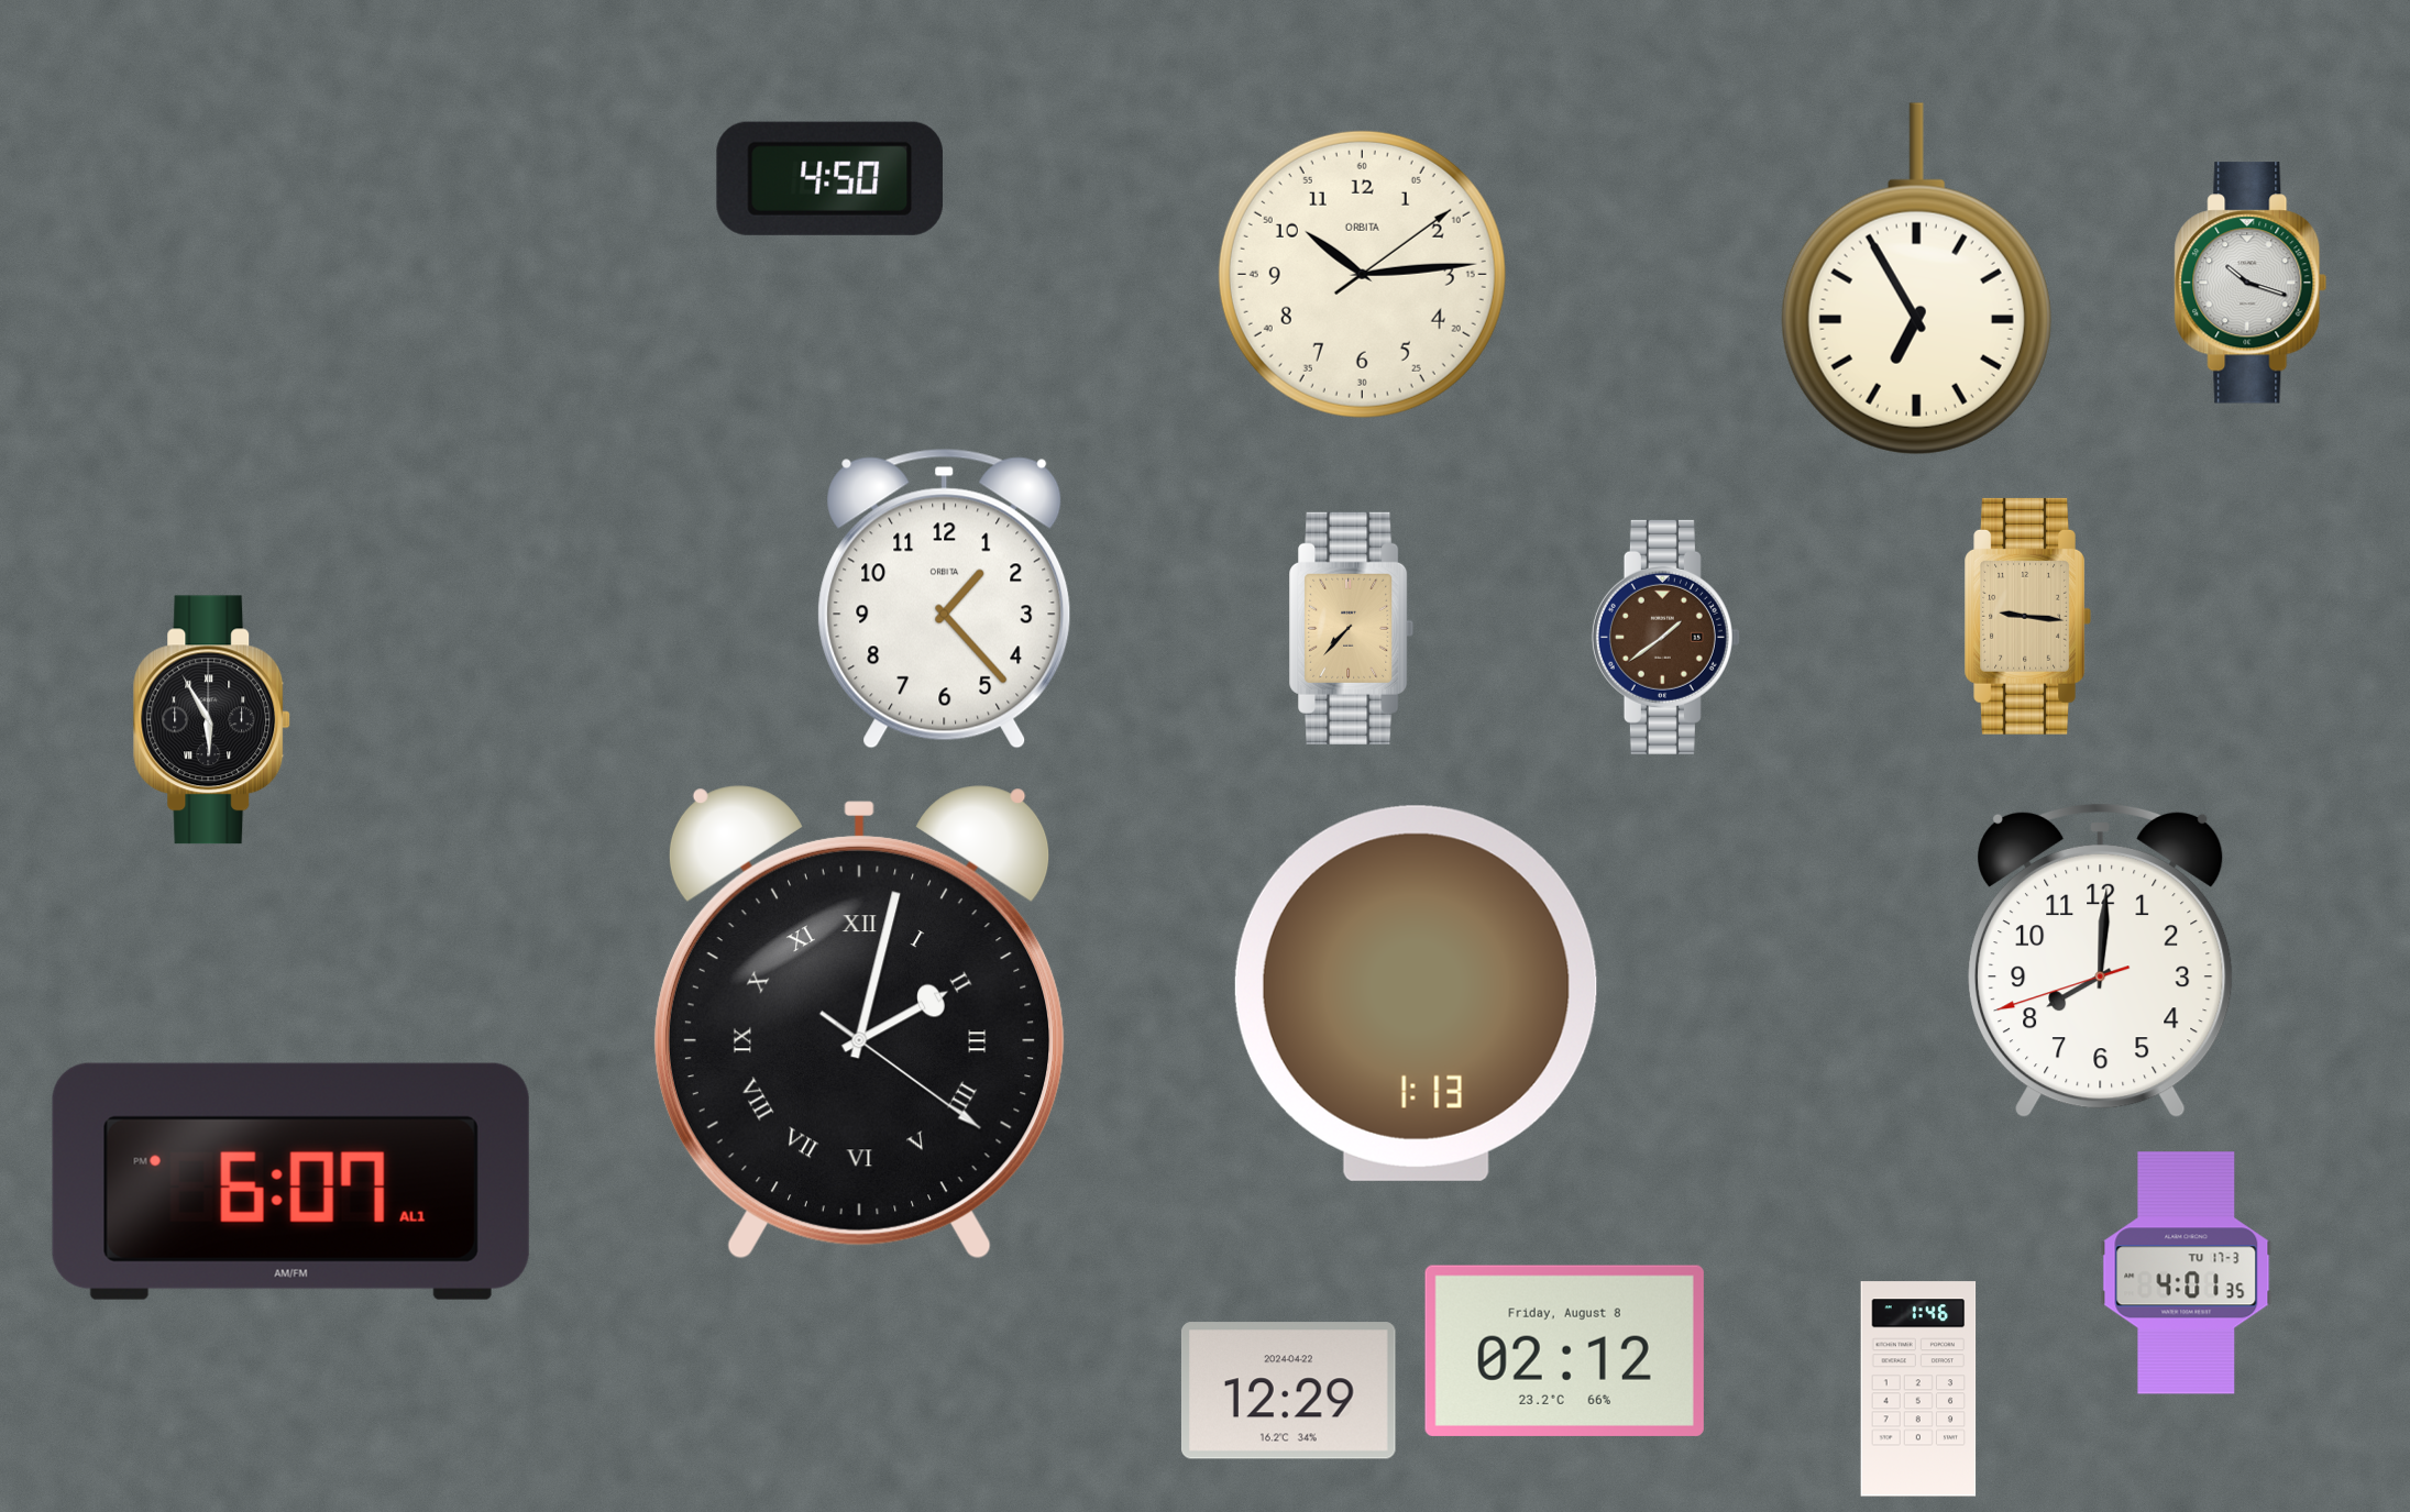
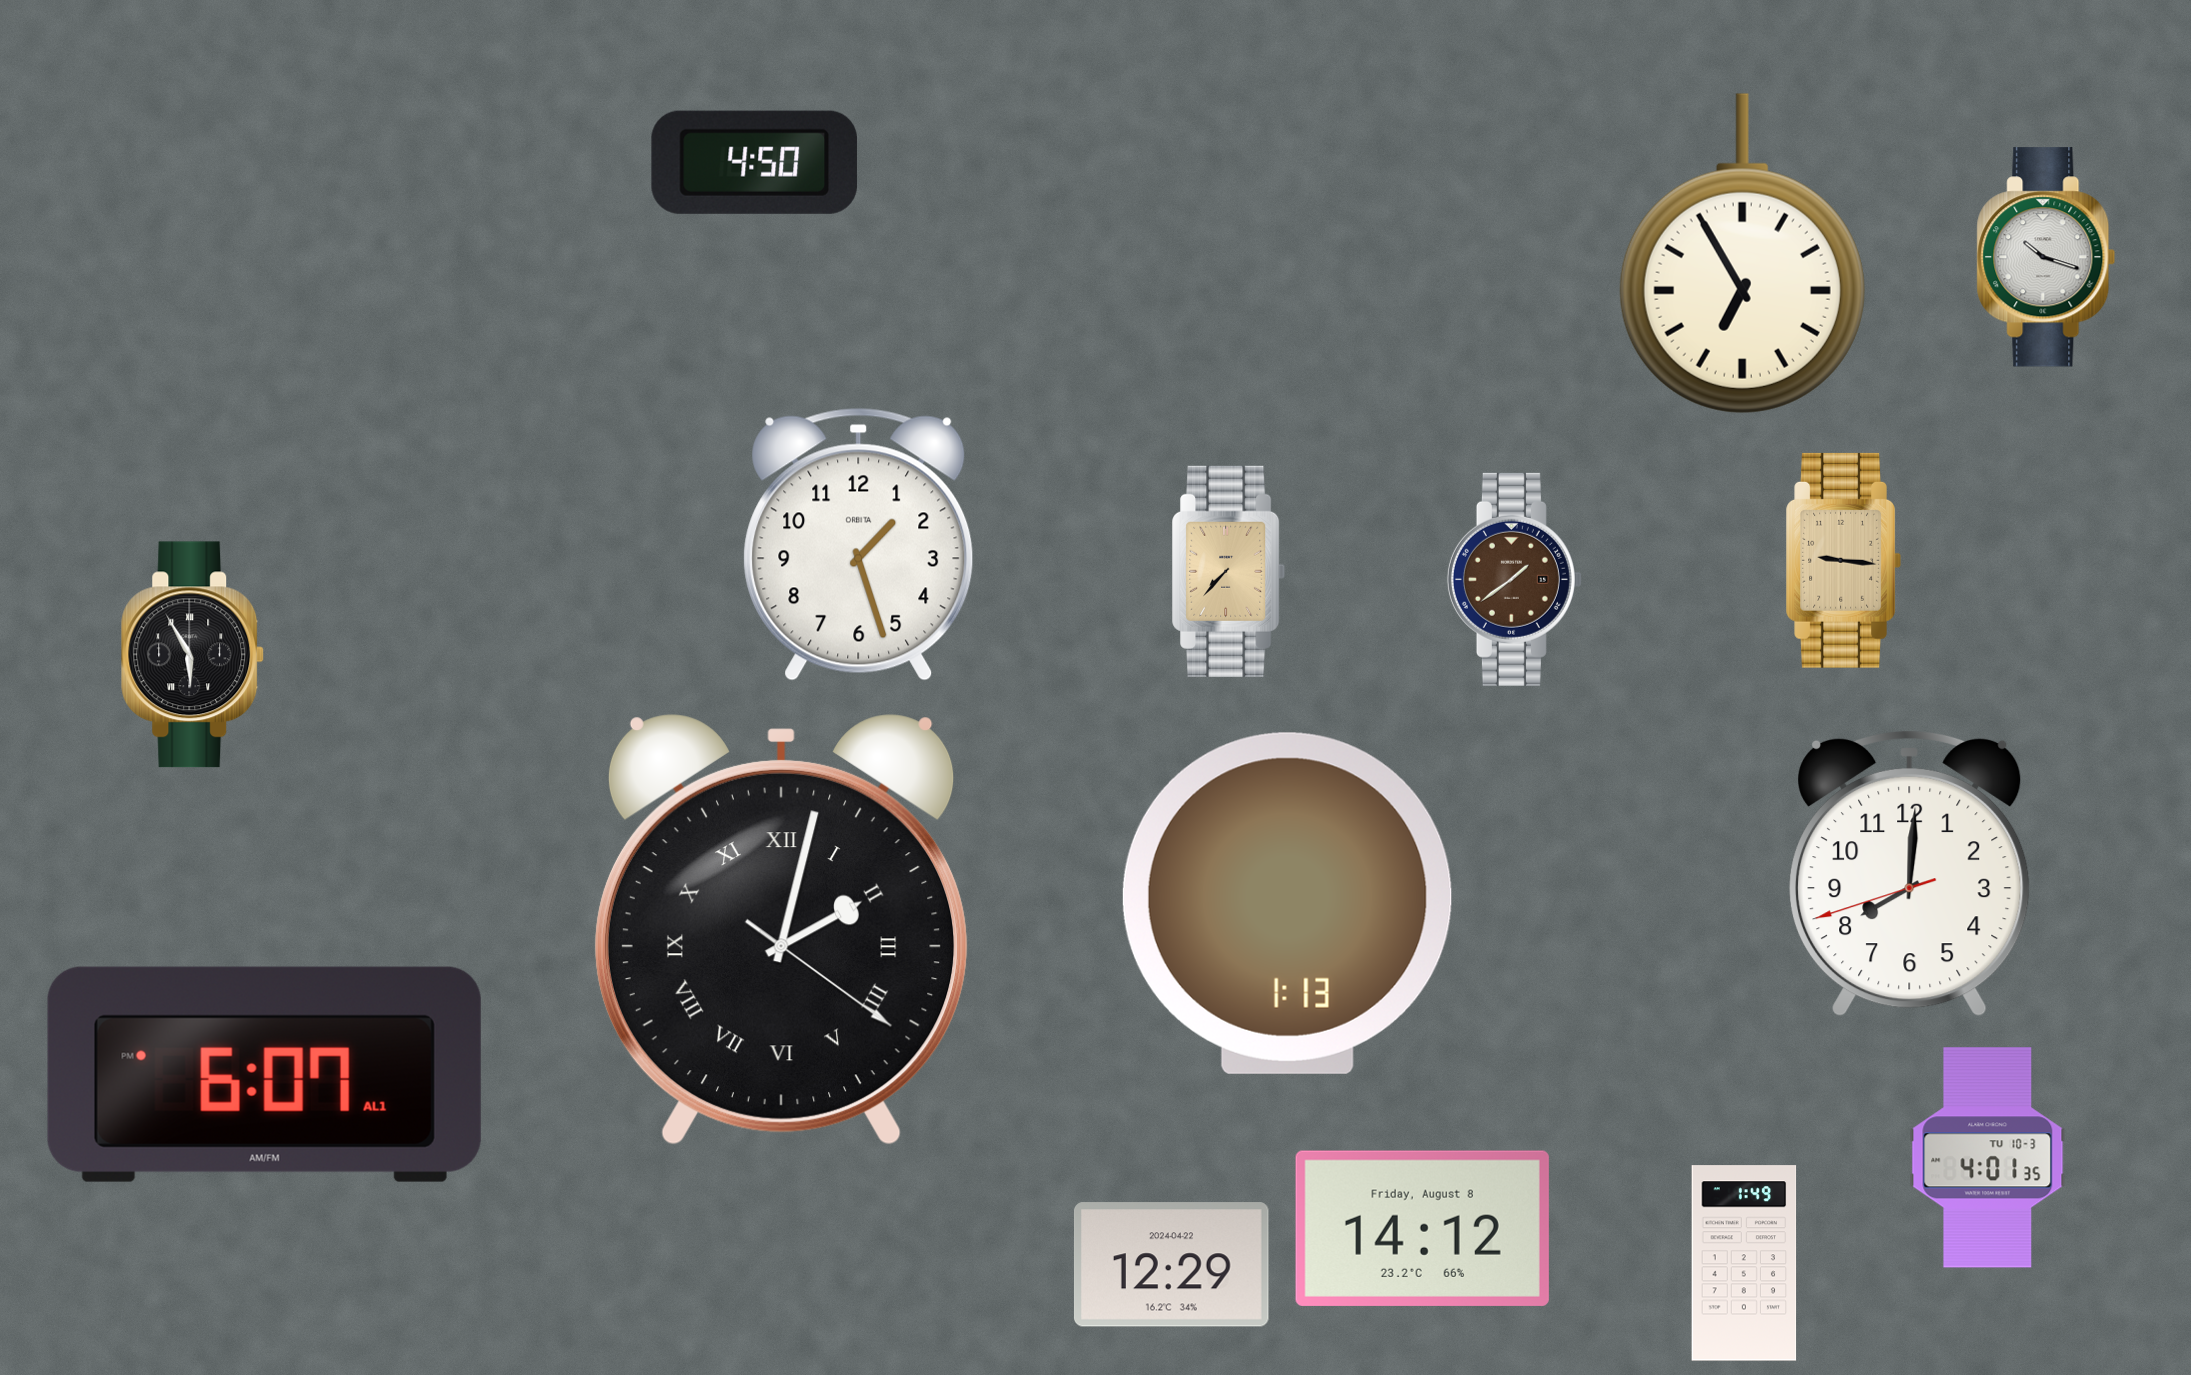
clock at (1362, 274): 10:14 -> none
clock at (945, 598): 1:23 -> 1:27
clock at (2187, 1273) date: TU 17-3 -> TU 10-3
clock at (1564, 1350): 02:12 -> 14:12
clock at (1918, 1389): 1:46 -> 1:49
